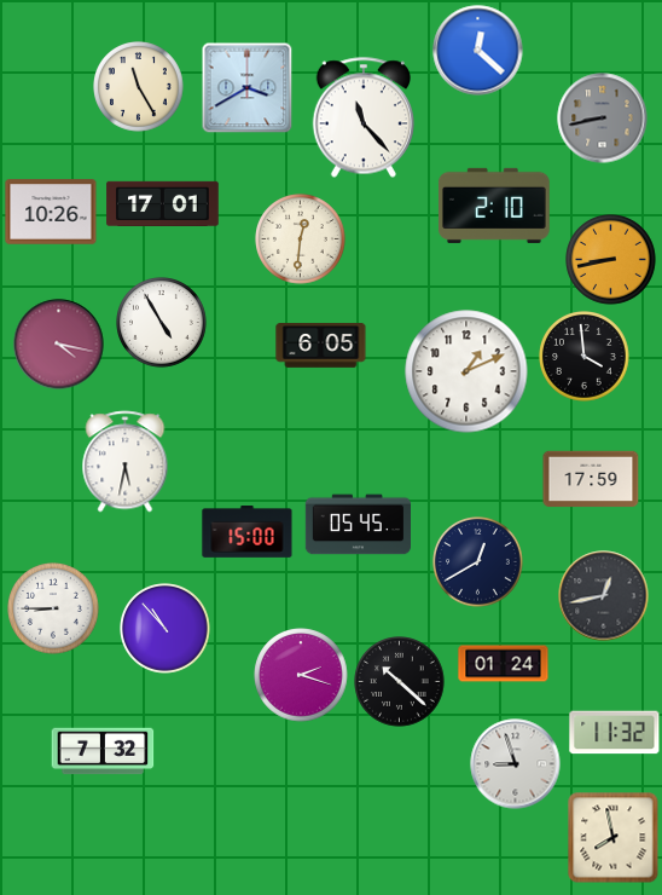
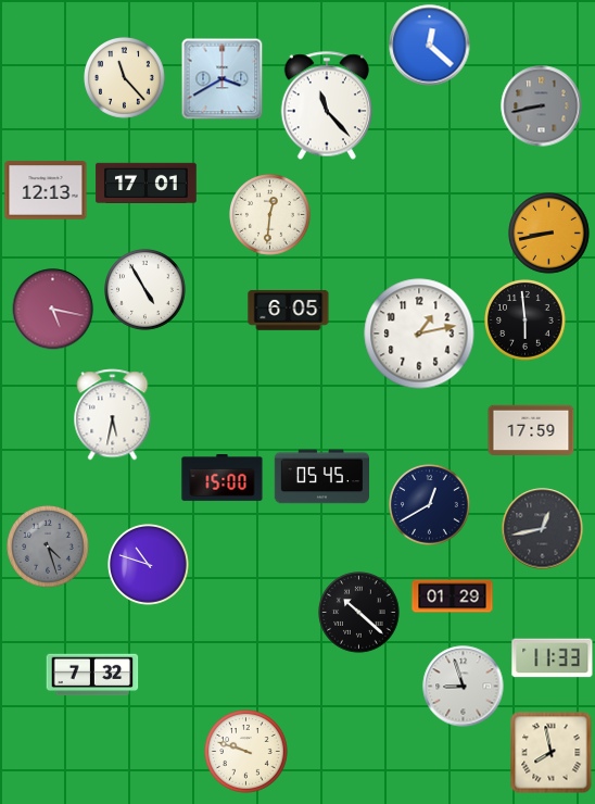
clock at (139, 87): 11:25 -> 11:23
clock at (494, 206): 2:10 -> none
clock at (51, 212): 10:26 -> 12:13
clock at (59, 345): 4:17 -> 5:17
clock at (585, 357): 3:59 -> 5:59
clock at (466, 371): 1:11 -> 1:13
clock at (358, 525) position: (358, 525) -> (321, 477)
clock at (604, 596) position: (604, 596) -> (543, 529)
clock at (53, 608): 8:45 -> 4:27
clock at (53, 608) dial: white -> grey
clock at (165, 629): 10:53 -> 10:48
clock at (504, 664): 01:24 -> 01:29
clock at (301, 675): 2:18 -> none
clock at (615, 733): 11:32 -> 11:33
clock at (246, 752): none -> 9:48
